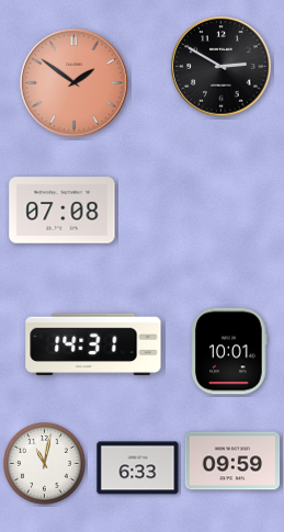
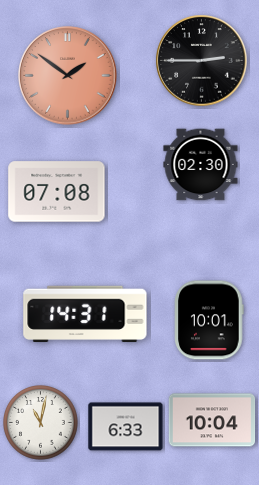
clock at (221, 67): 2:50 -> 2:45
clock at (201, 165): none -> 02:30
clock at (232, 461): 09:59 -> 10:04
